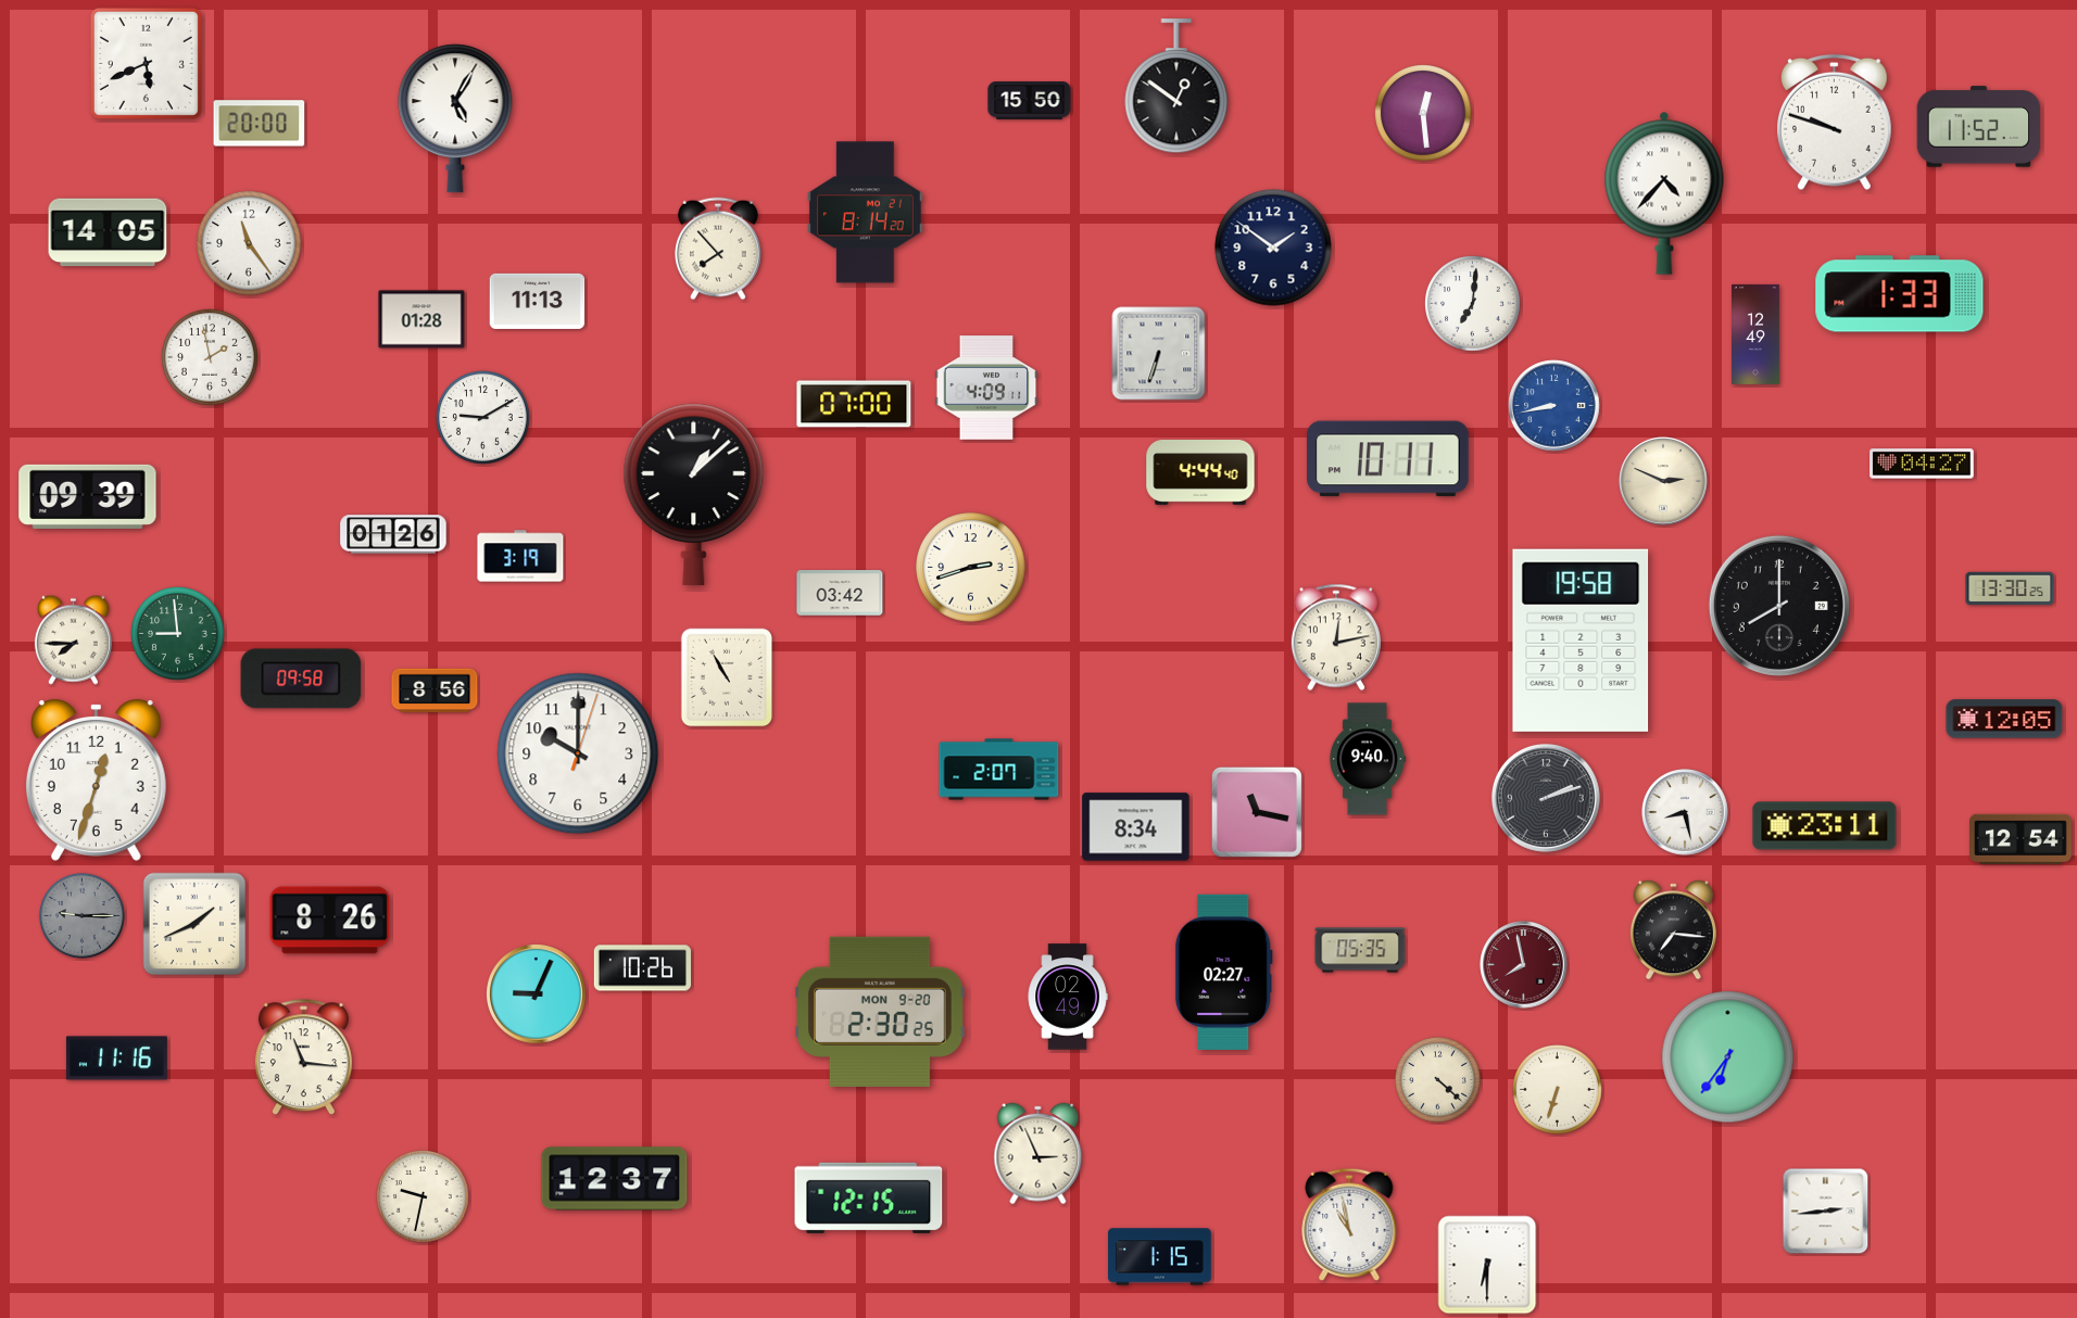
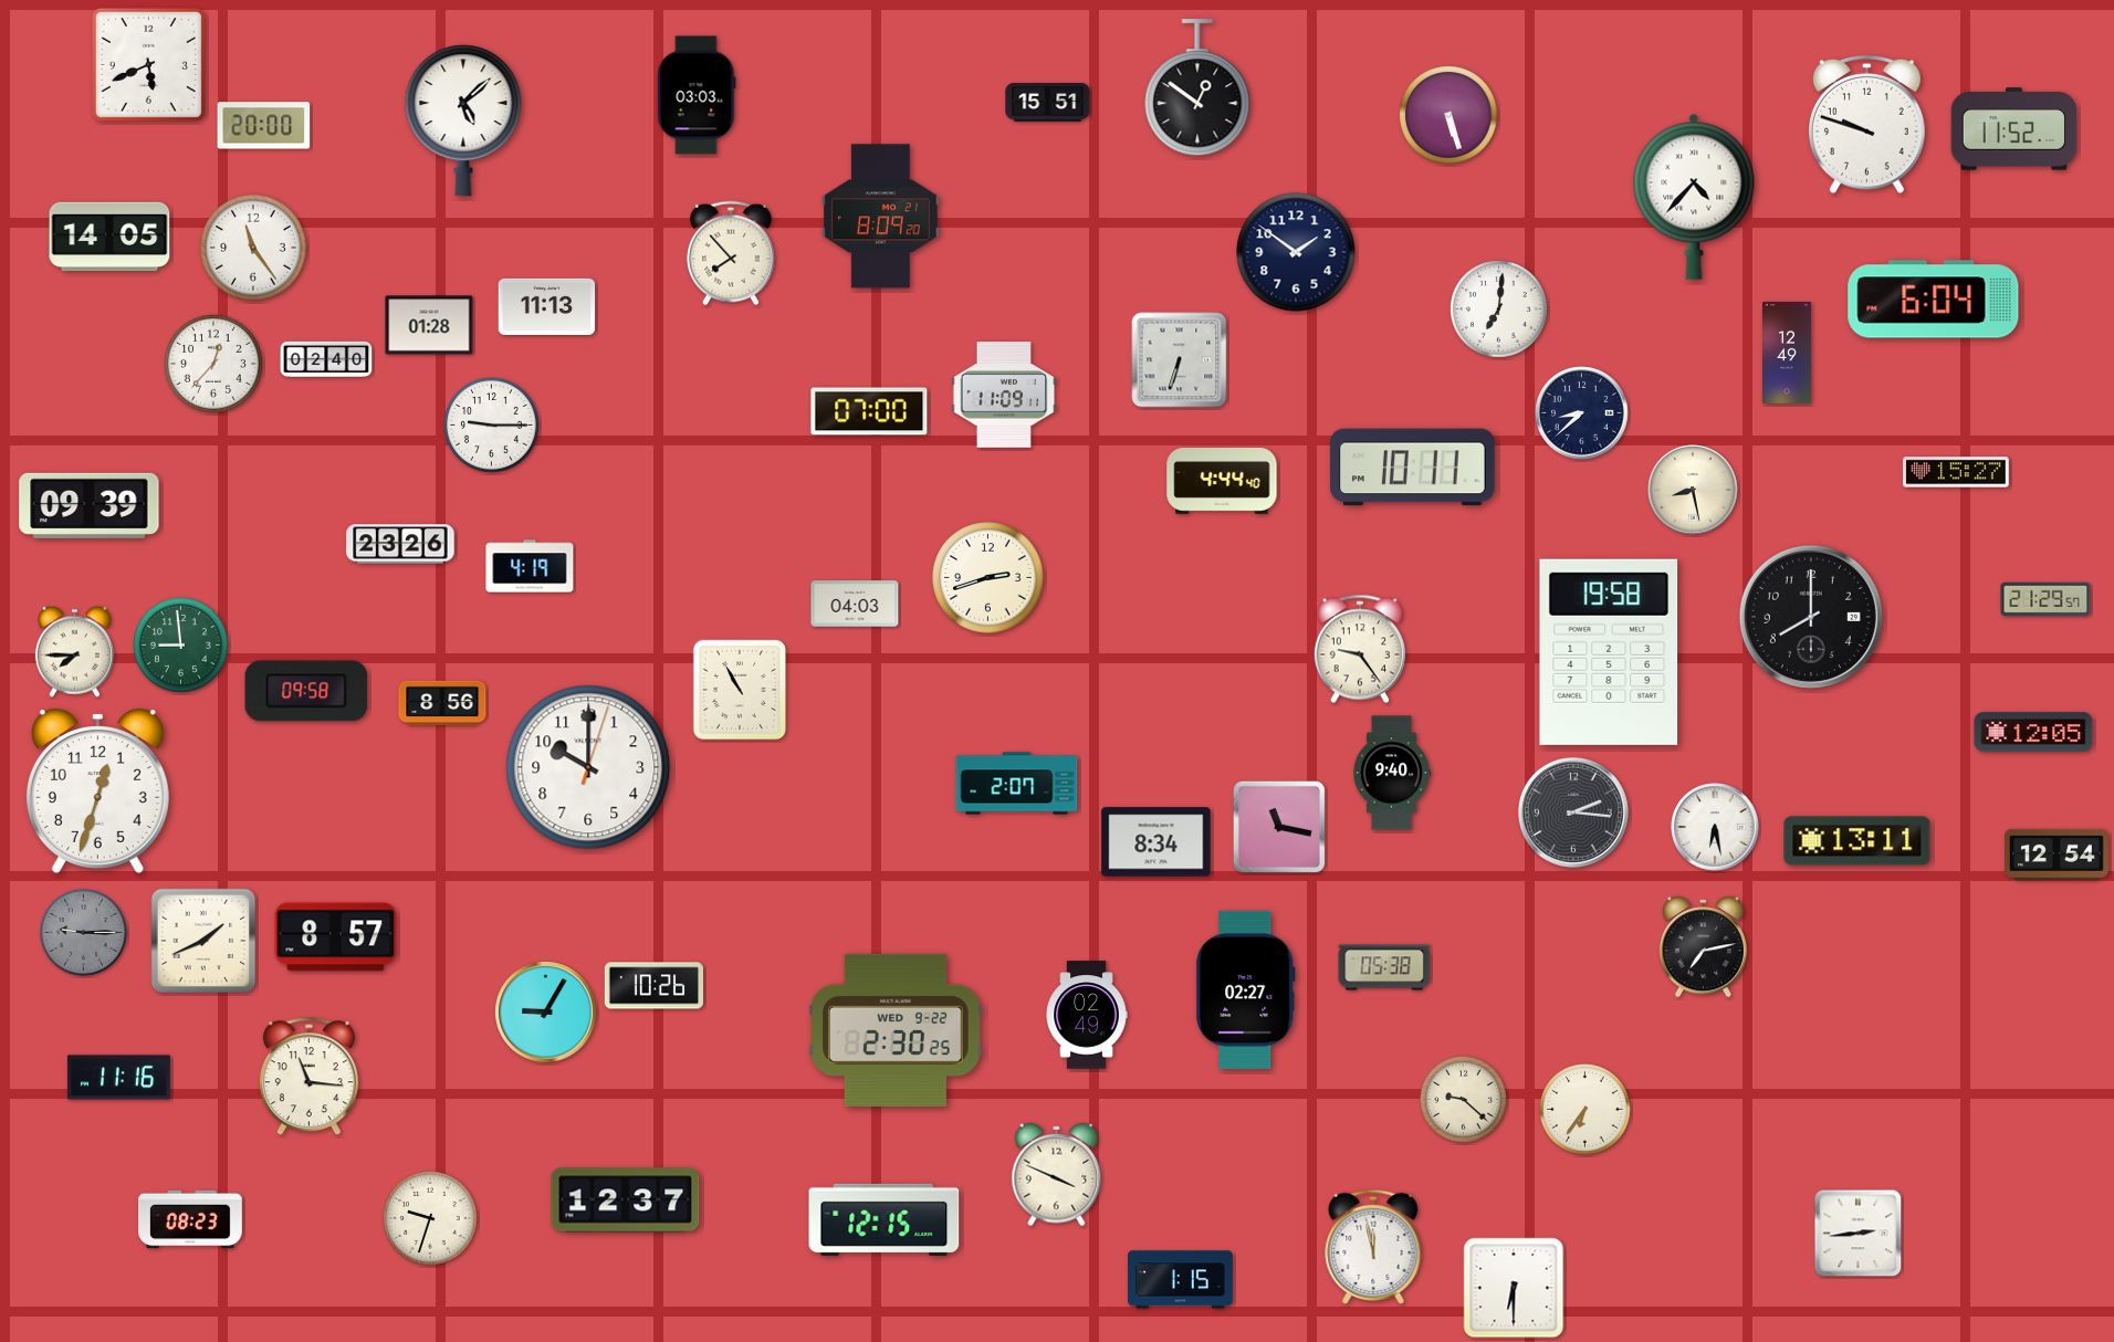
clock at (697, 95): none -> 03:03
clock at (1030, 101): 15:50 -> 15:51
clock at (1423, 113): 12:29 -> 5:27
clock at (455, 118): 5:05 -> 5:08
clock at (865, 213): 8:14 -> 8:09
clock at (1900, 294): 1:33 -> 6:04
clock at (1757, 334) position: (1757, 334) -> (1788, 353)
clock at (326, 358): none -> 02:40
clock at (210, 357): 1:58 -> 12:37
clock at (986, 388): 4:09 -> 11:09
clock at (1554, 406): 8:43 -> 8:38
clock at (1554, 406) dial: blue -> navy
clock at (483, 418): 9:10 -> 9:15
clock at (1922, 464): 04:27 -> 15:27
clock at (1663, 481): 2:49 -> 8:28
clock at (694, 494): 1:08 -> none
clock at (393, 534): 01:26 -> 23:26
clock at (520, 556): 3:19 -> 4:19
clock at (2010, 588): 13:30 -> 21:29
clock at (840, 593): 03:42 -> 04:03
clock at (1336, 637): 12:13 -> 9:24
clock at (2004, 719) position: (2004, 719) -> (2033, 732)
clock at (96, 780) position: (96, 780) -> (97, 790)
clock at (1546, 798): 2:12 -> 2:16
clock at (1685, 812): 8:28 -> 6:28
clock at (1825, 826): 23:11 -> 13:11
clock at (330, 921): 8:26 -> 8:57
clock at (194, 924) position: (194, 924) -> (203, 941)
clock at (1673, 930): 7:16 -> 7:13
clock at (1360, 950): 05:35 -> 05:38
clock at (1524, 965): 7:58 -> none
clock at (537, 994): 9:04 -> 9:05
clock at (880, 1012) date: MON 9-20 -> WED 9-22
clock at (1728, 1057): 6:36 -> none
clock at (1437, 1079): 4:22 -> 9:22
clock at (1558, 1090): 6:33 -> 6:36
clock at (1038, 1154): 2:56 -> 3:49
clock at (191, 1219): none -> 08:23
clock at (424, 1197): 9:32 -> 9:33
clock at (1349, 1225): 10:58 -> 11:58
